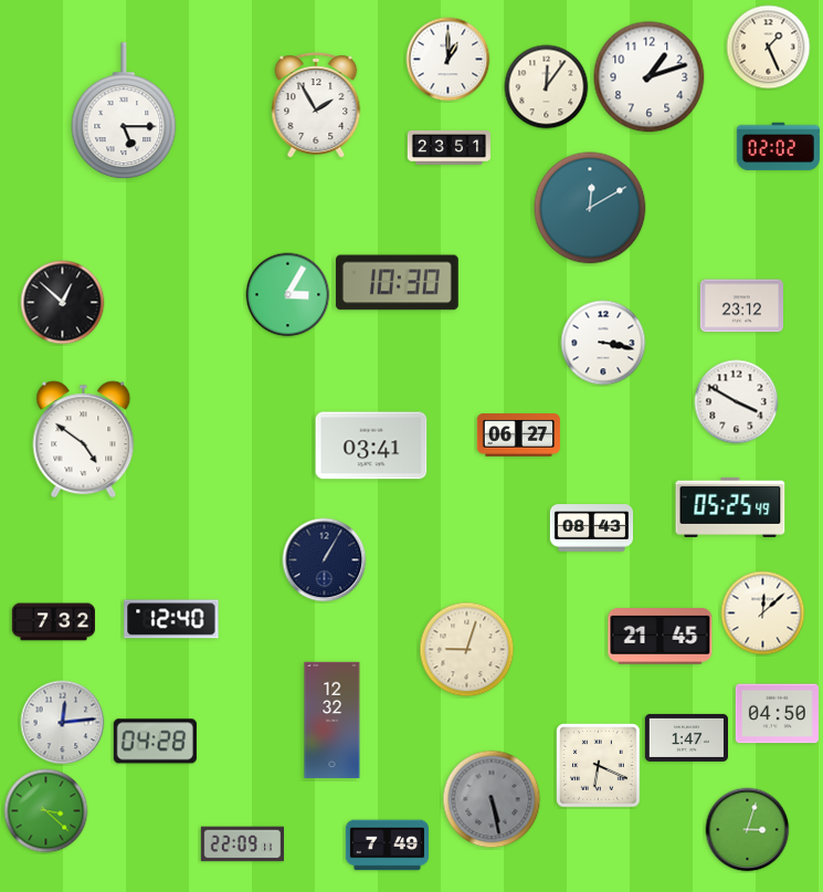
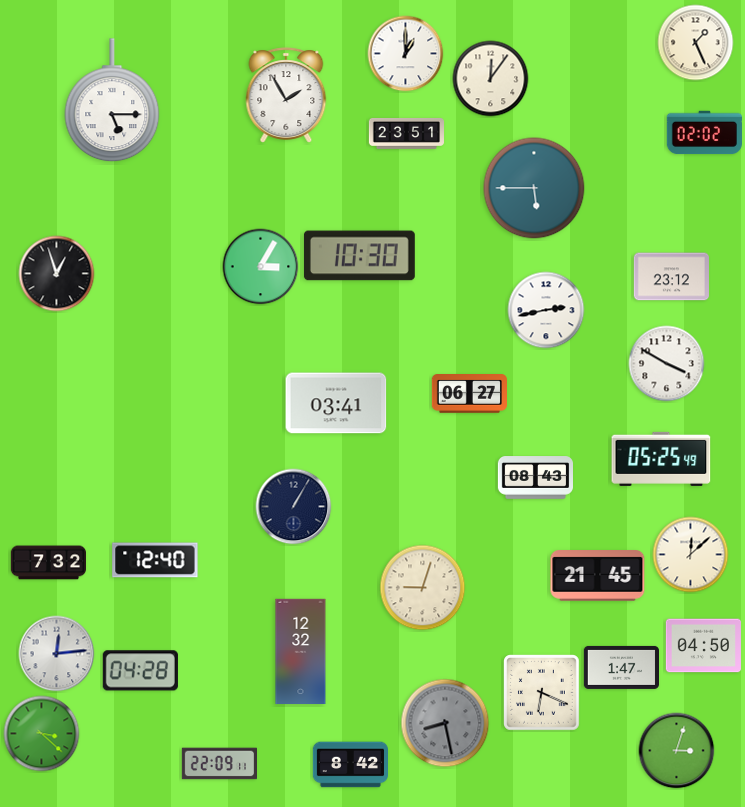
clock at (650, 77): 1:12 -> none
clock at (547, 87) position: (547, 87) -> (491, 79)
clock at (590, 208): 12:10 -> 5:45
clock at (63, 303): 12:52 -> 12:57
clock at (603, 343): 3:17 -> 2:43
clock at (84, 440): 4:51 -> none
clock at (492, 799): 5:28 -> 8:28
clock at (387, 846): 7:49 -> 8:42
